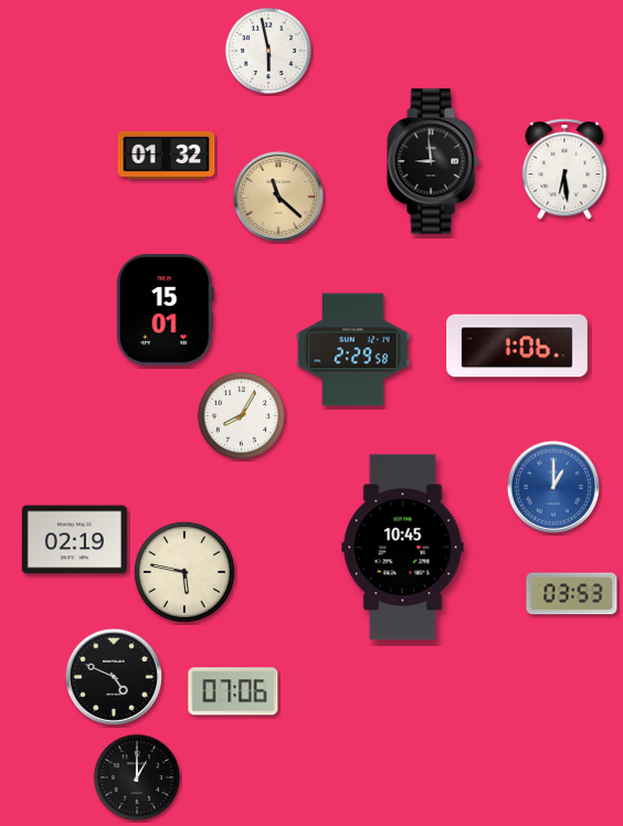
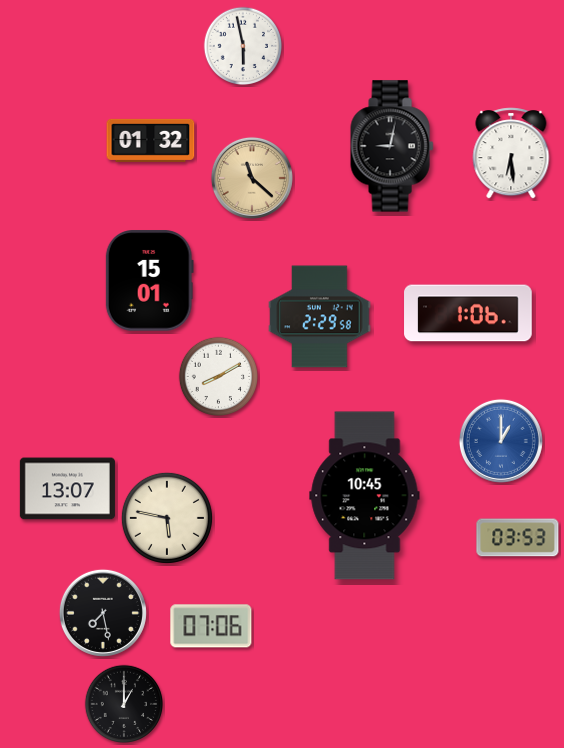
clock at (433, 161): 8:59 -> 9:02
clock at (241, 415): 8:05 -> 8:10
clock at (74, 540): 02:19 -> 13:07
clock at (114, 677): 4:49 -> 7:28
